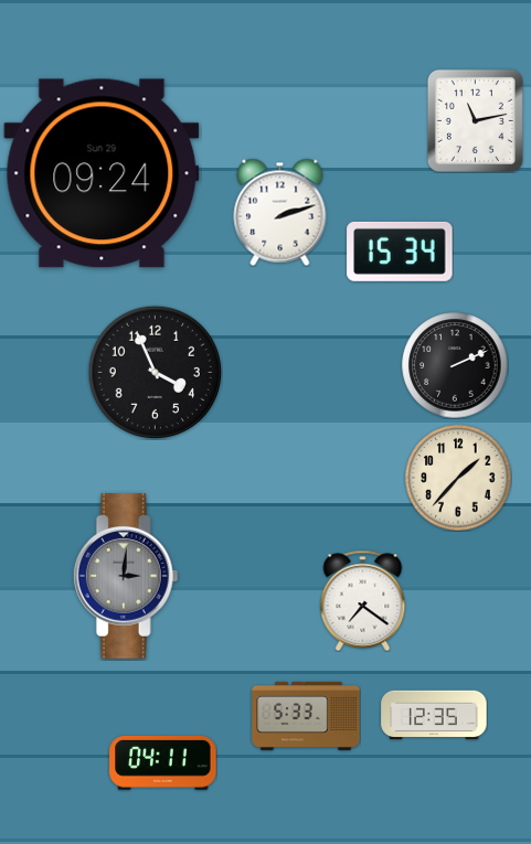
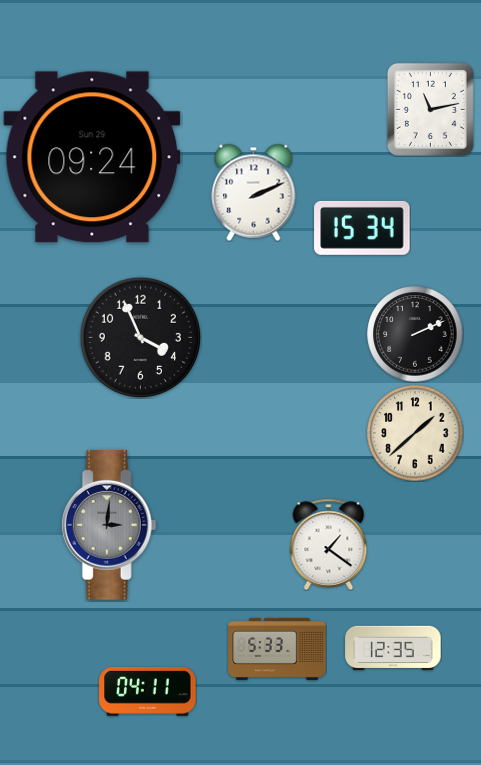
clock at (280, 212): 2:12 -> 2:11
clock at (455, 365) position: (455, 365) -> (415, 334)
clock at (458, 478): 1:37 -> 1:38
clock at (126, 576) position: (126, 576) -> (109, 525)
clock at (363, 600): 7:21 -> 1:21
